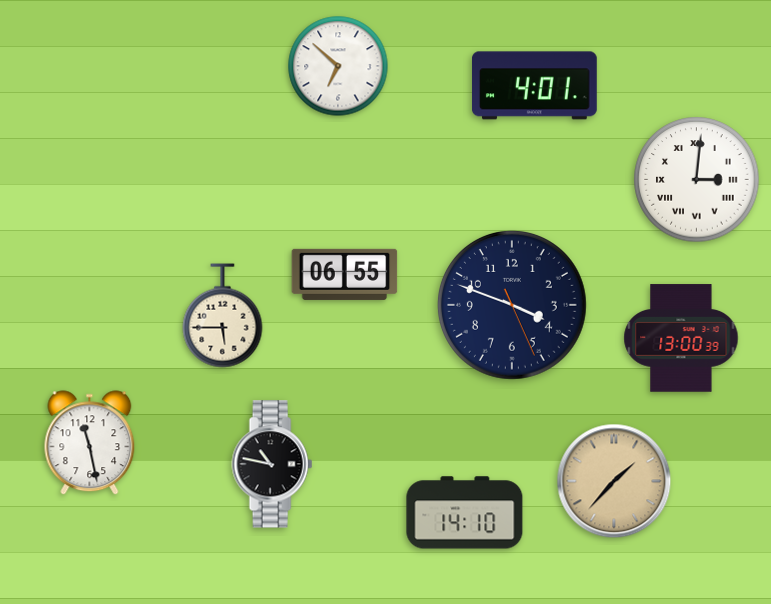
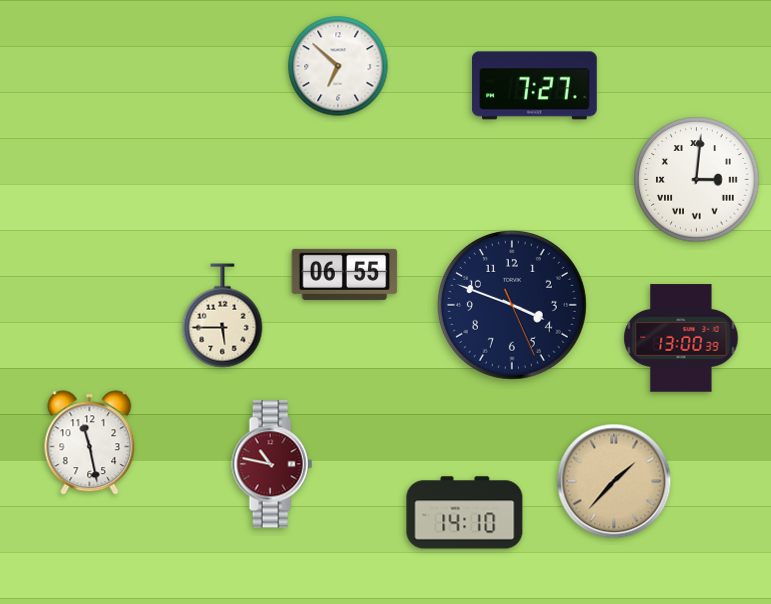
clock at (535, 86): 4:01 -> 7:27
clock at (272, 464) dial: black -> burgundy
